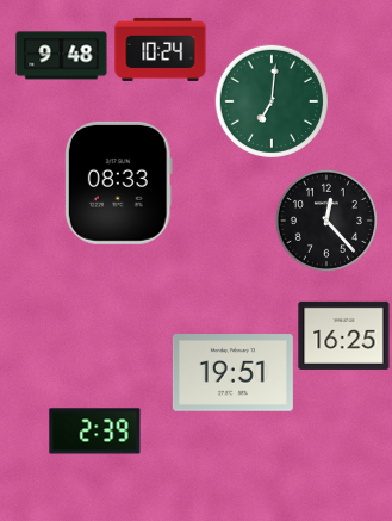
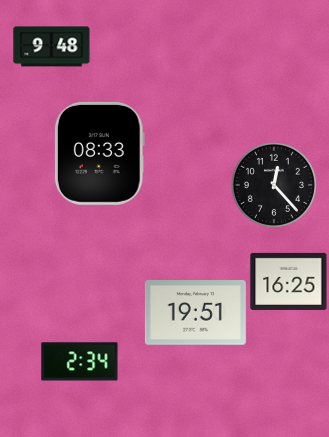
clock at (161, 49): 10:24 -> none
clock at (272, 101): 7:01 -> none
clock at (95, 432): 2:39 -> 2:34
